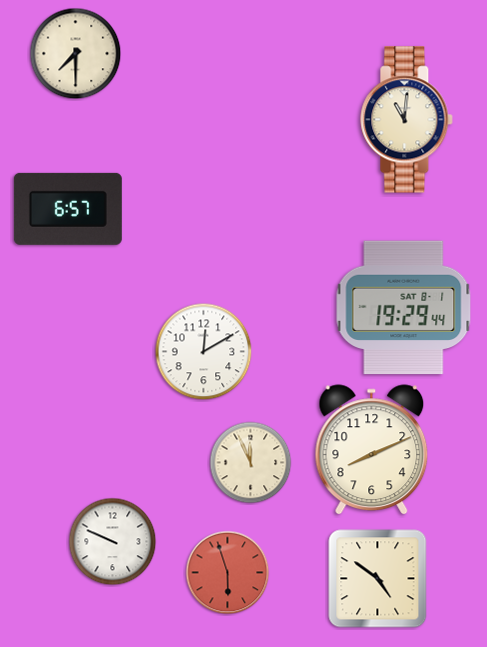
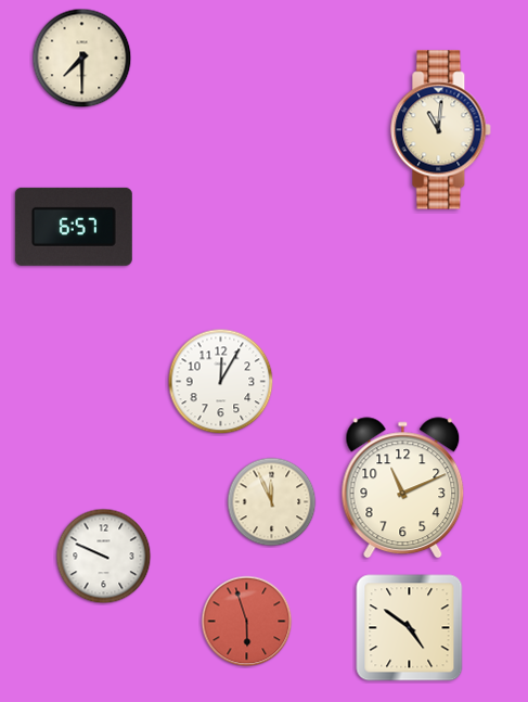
clock at (404, 308): 19:29 -> none
clock at (204, 352): 12:10 -> 12:05
clock at (372, 449): 8:11 -> 11:11
clock at (113, 542) position: (113, 542) -> (104, 557)
